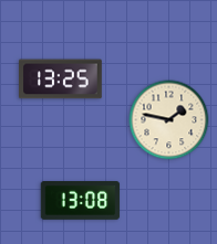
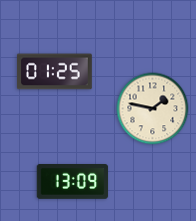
clock at (61, 79): 13:25 -> 01:25
clock at (81, 201): 13:08 -> 13:09
